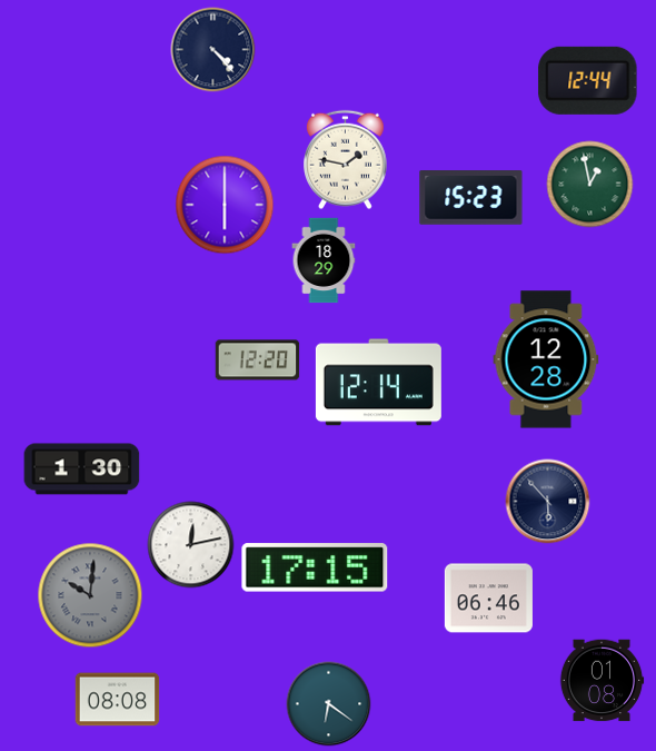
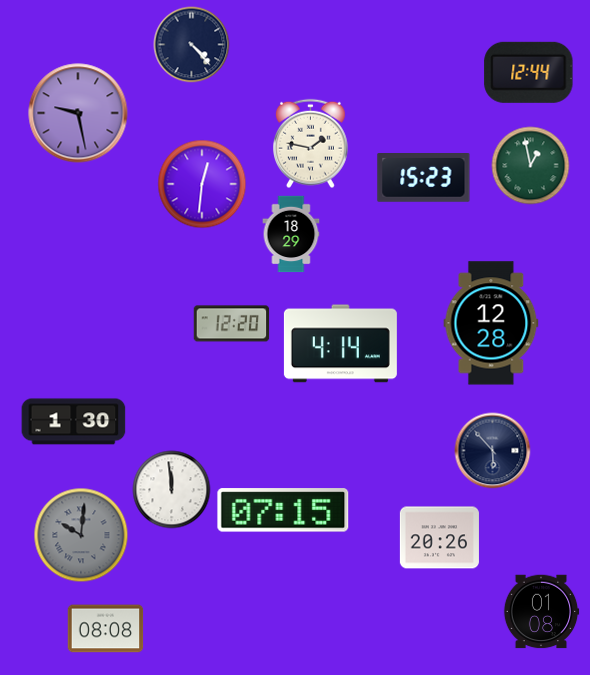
clock at (78, 113): none -> 9:28
clock at (225, 205): 6:00 -> 12:31
clock at (378, 383): 12:14 -> 4:14
clock at (191, 545): 12:13 -> 11:59
clock at (315, 567): 17:15 -> 07:15
clock at (488, 599): 06:46 -> 20:26
clock at (329, 704): 6:21 -> none
